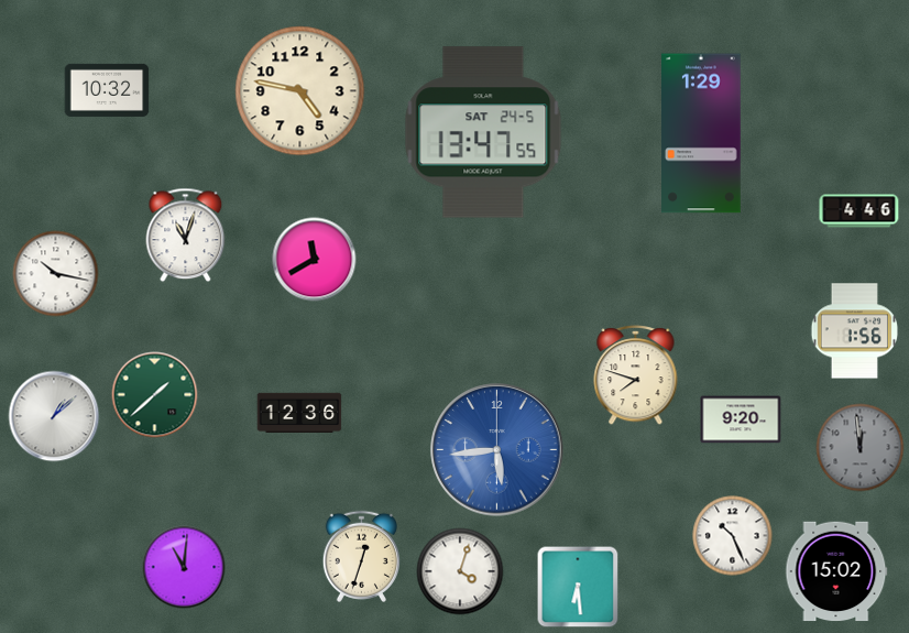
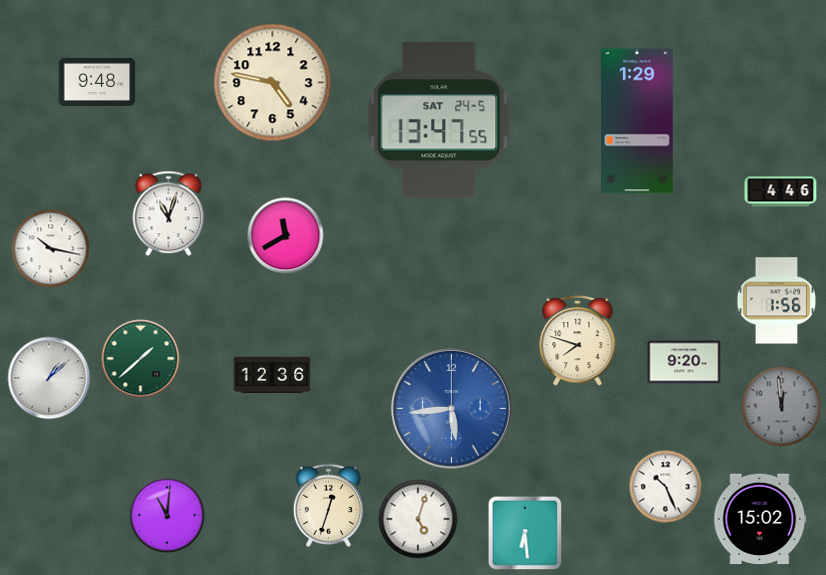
clock at (107, 90): 10:32 -> 9:48
clock at (741, 419) position: (741, 419) -> (684, 362)
clock at (460, 571): 4:03 -> 5:03
